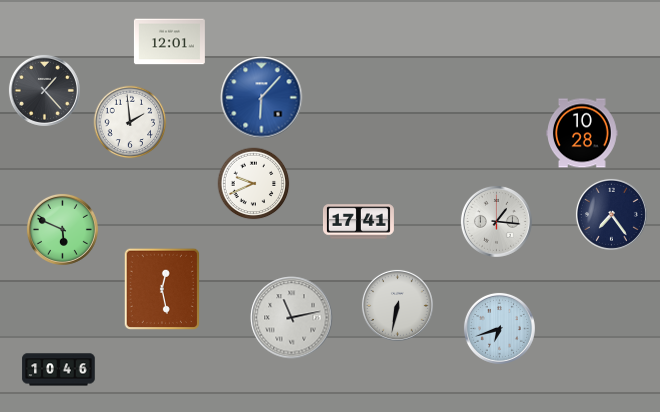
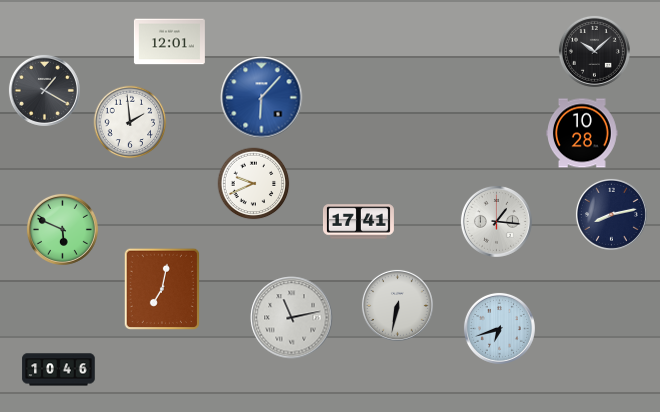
clock at (594, 51): none -> 10:08
clock at (44, 90): 1:23 -> 1:20
clock at (611, 214): 7:24 -> 8:13
clock at (161, 288): 12:28 -> 7:02
